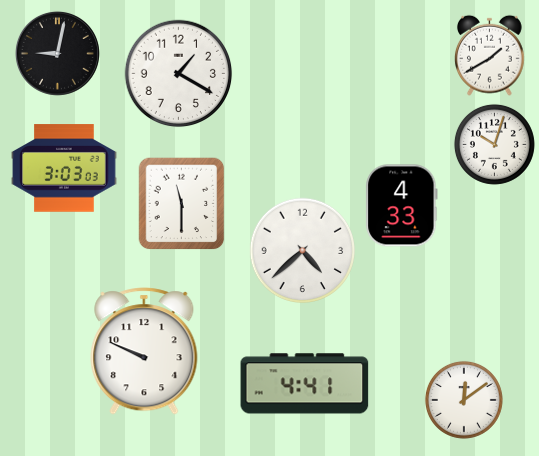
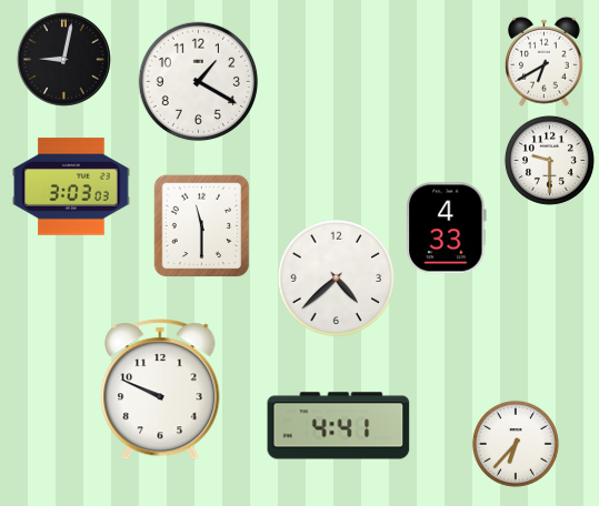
clock at (490, 55): 1:40 -> 6:40
clock at (494, 144): 10:03 -> 9:30
clock at (464, 400): 12:09 -> 6:37
